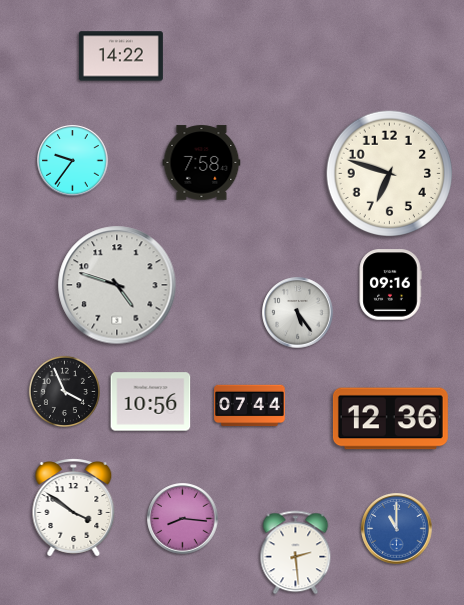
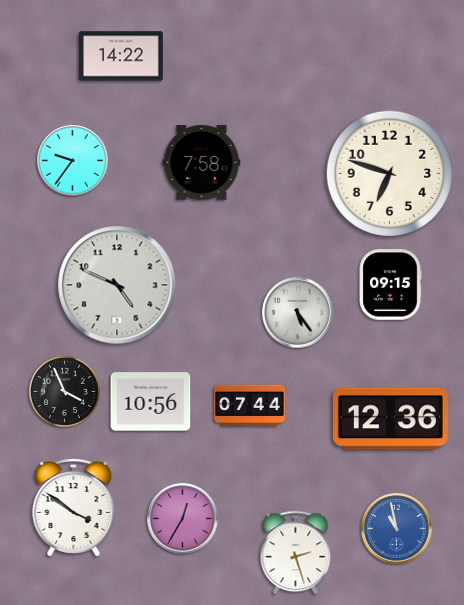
clock at (117, 285): 4:48 -> 4:49
clock at (390, 285): 09:16 -> 09:15
clock at (183, 519): 8:16 -> 12:35
clock at (397, 529): 11:00 -> 10:58
clock at (296, 553): 2:29 -> 2:27
